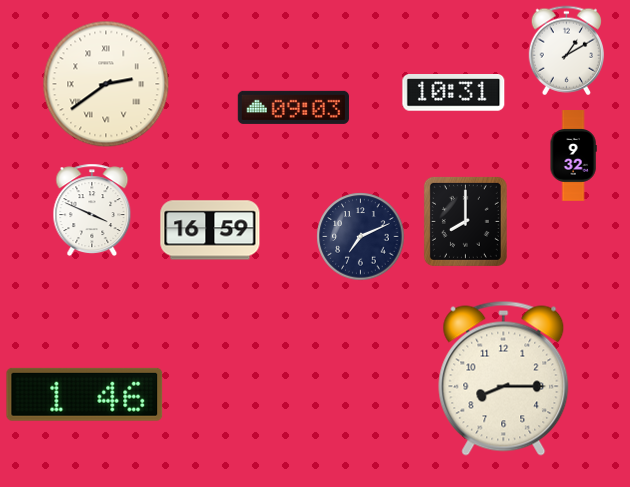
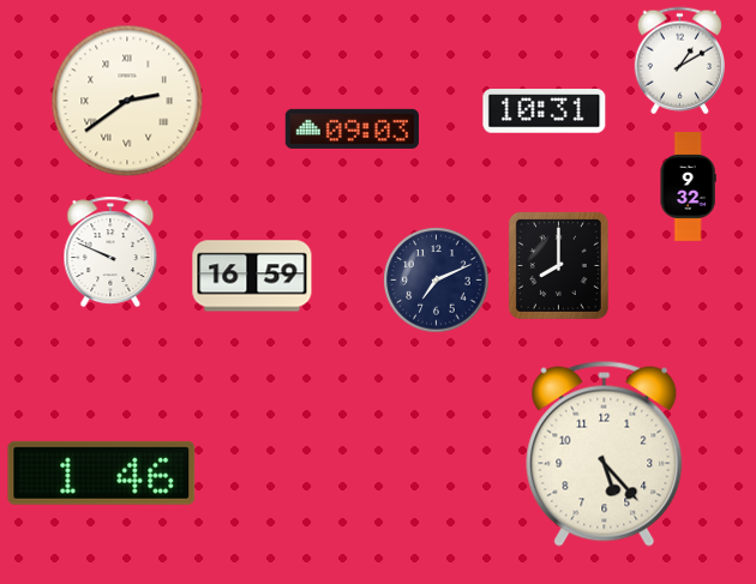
clock at (92, 210): 3:49 -> 9:49
clock at (361, 237) position: (361, 237) -> (437, 281)
clock at (504, 378): 8:15 -> 5:23
